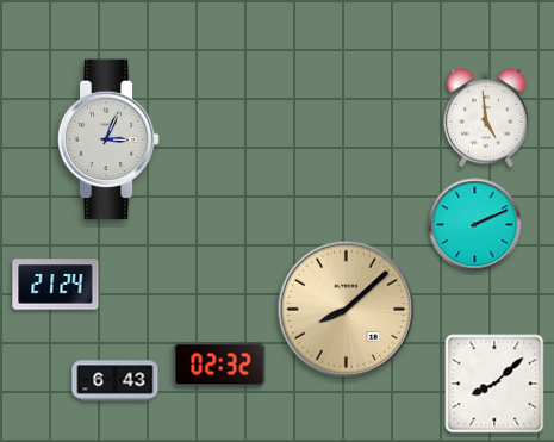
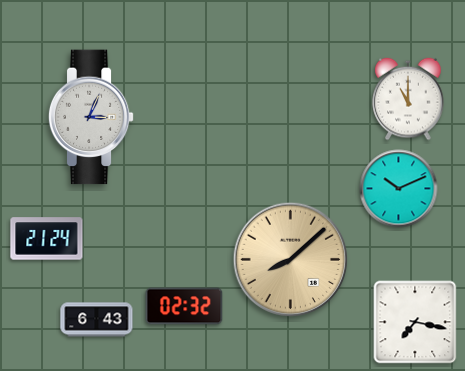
clock at (486, 118): 4:59 -> 11:00
clock at (475, 225): 2:11 -> 10:11
clock at (494, 384): 8:08 -> 7:17
